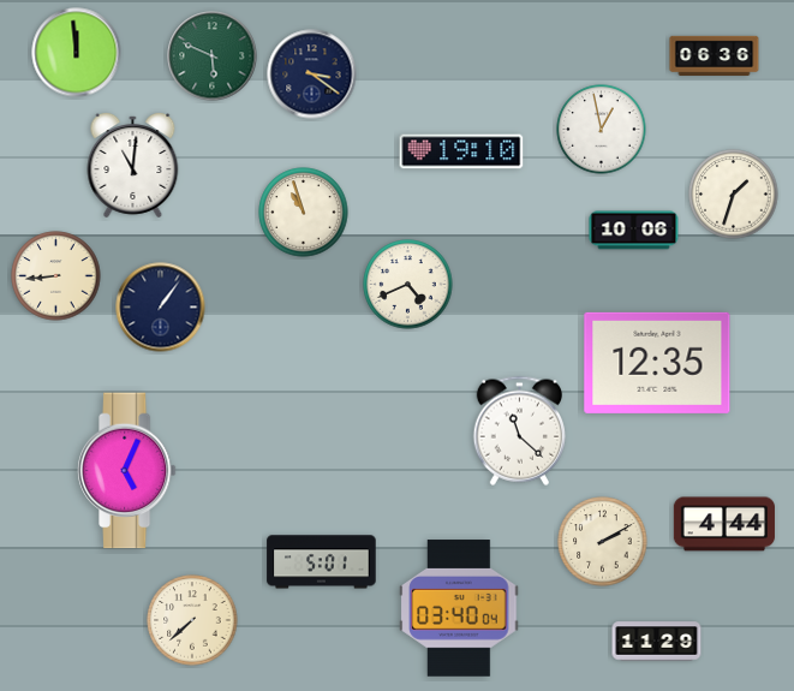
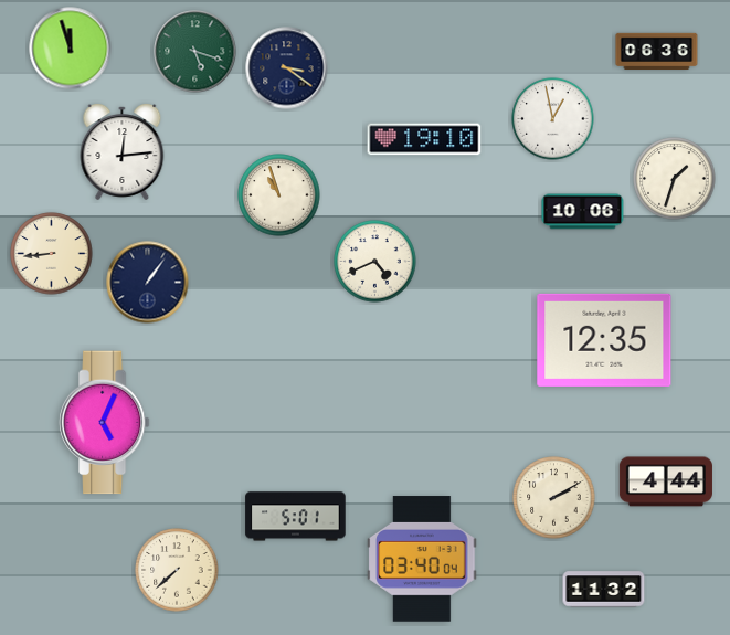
clock at (77, 53): 11:59 -> 11:57
clock at (213, 56): 5:49 -> 5:18
clock at (133, 165): 11:01 -> 12:14
clock at (657, 363) position: (657, 363) -> (604, 340)
clock at (520, 430): 11:22 -> none
clock at (126, 471) position: (126, 471) -> (104, 423)
clock at (657, 642): 11:29 -> 11:32
